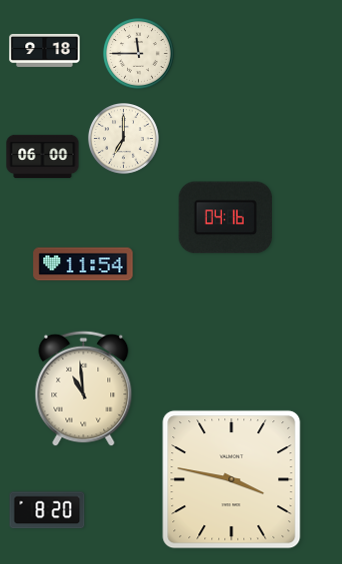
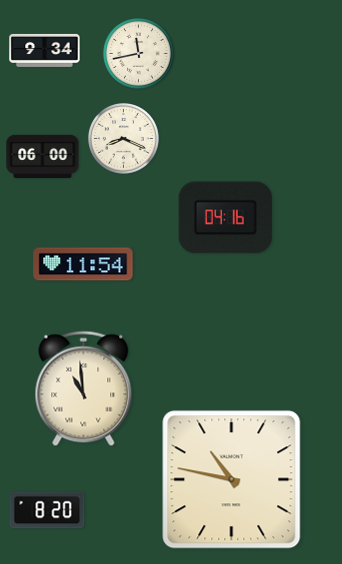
clock at (45, 50): 9:18 -> 9:34
clock at (139, 54): 11:45 -> 11:43
clock at (124, 139): 7:00 -> 8:19
clock at (232, 480): 3:47 -> 10:47
